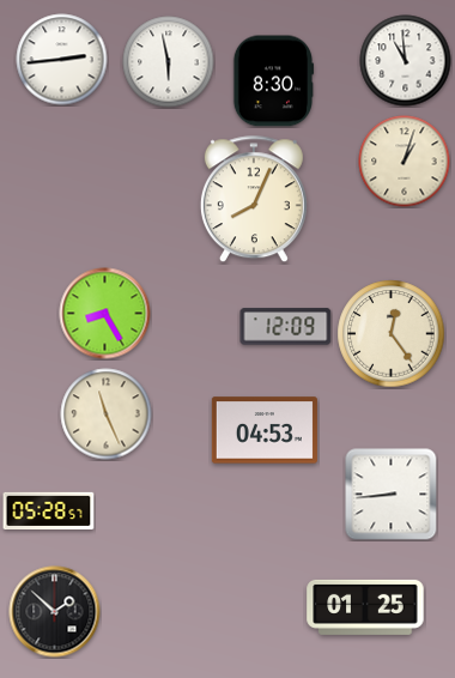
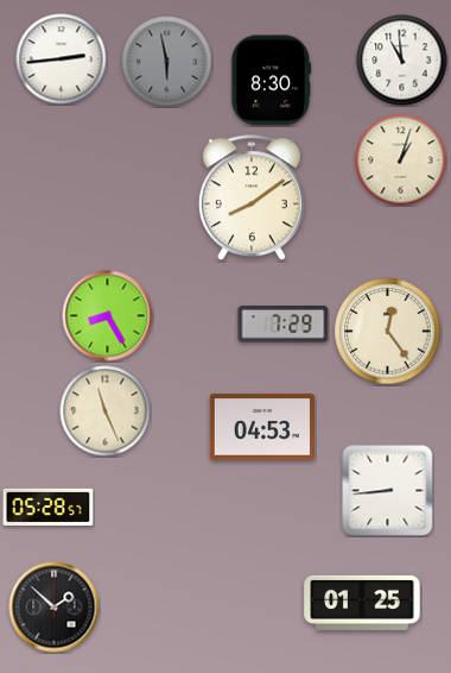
clock at (169, 62) dial: white -> grey
clock at (254, 200): 8:04 -> 8:09
clock at (105, 314) position: (105, 314) -> (108, 316)
clock at (286, 327): 12:09 -> 7:29
